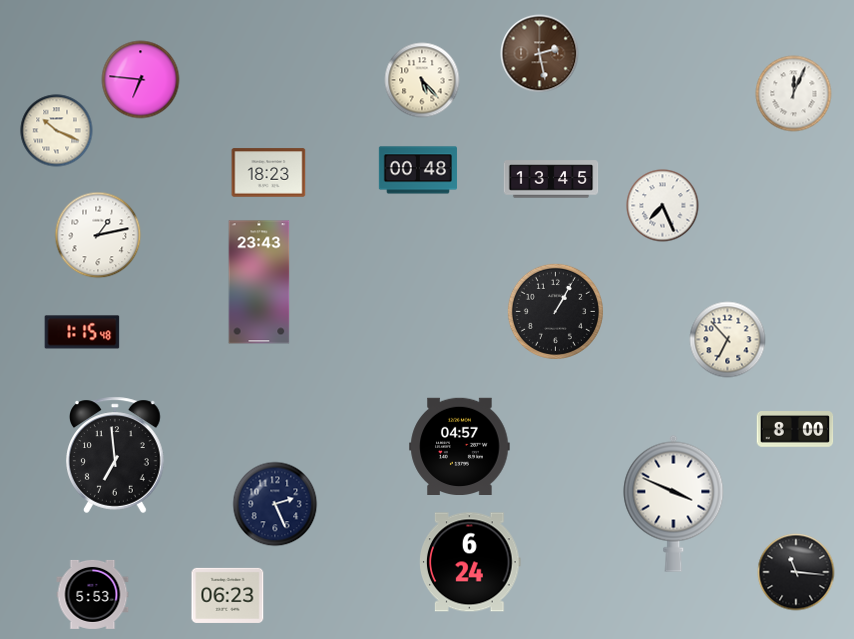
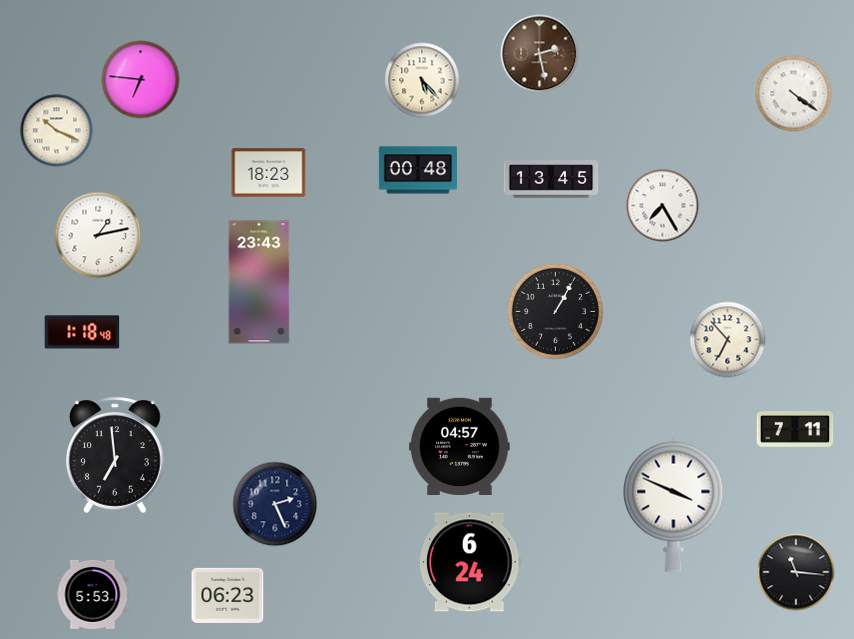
clock at (794, 94): 12:04 -> 4:21
clock at (663, 206): 7:26 -> 7:25
clock at (82, 332): 1:15 -> 1:18
clock at (795, 430): 8:00 -> 7:11
